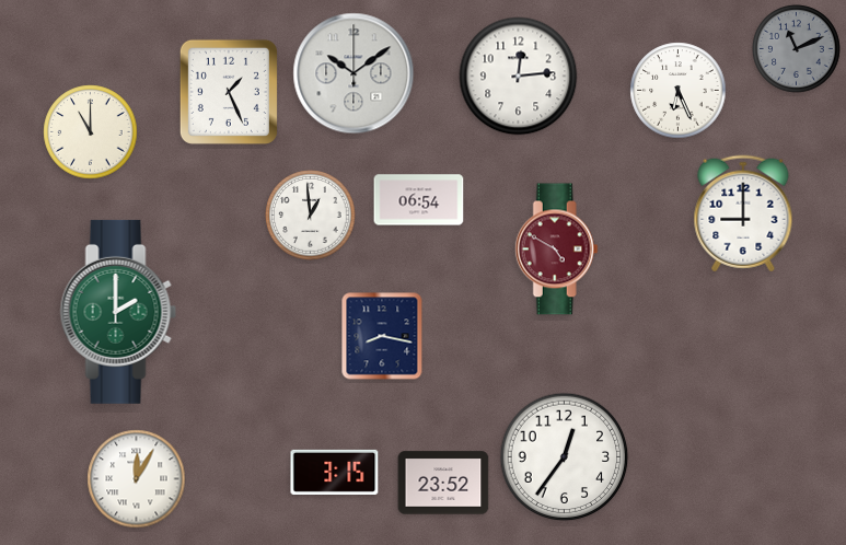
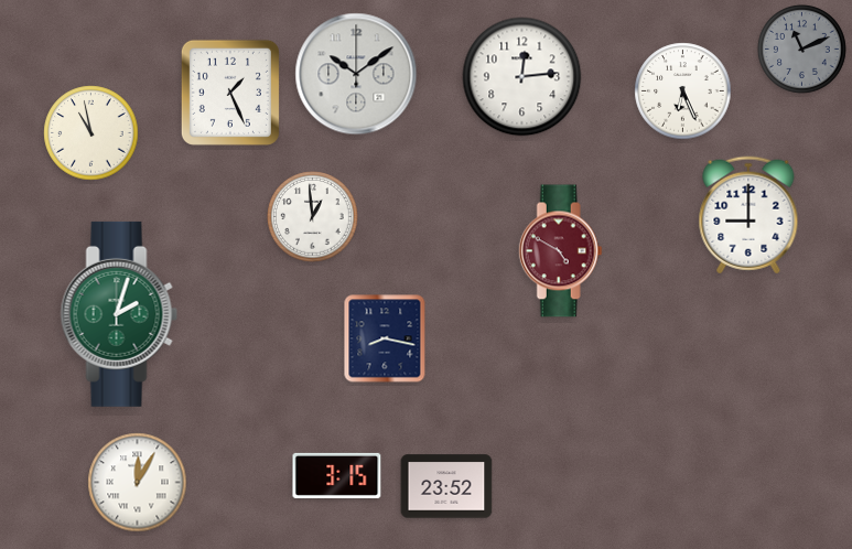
clock at (91, 132): 11:00 -> 10:58
clock at (419, 200): 06:54 -> none
clock at (118, 312): 2:00 -> 2:03
clock at (565, 457): 12:36 -> none
